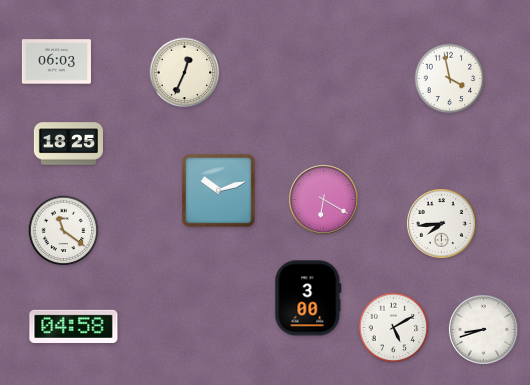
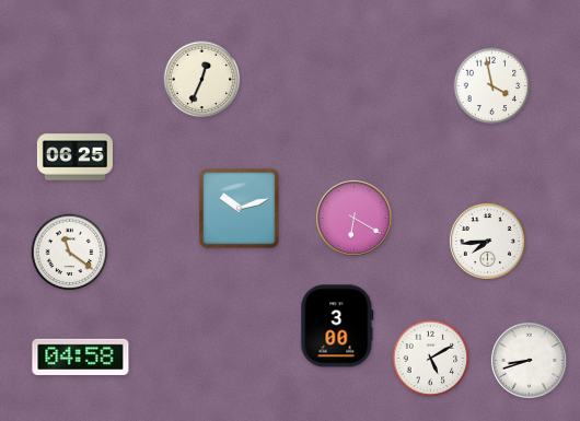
clock at (56, 62): 06:03 -> none
clock at (68, 144): 18:25 -> 06:25
clock at (441, 223) position: (441, 223) -> (487, 241)
